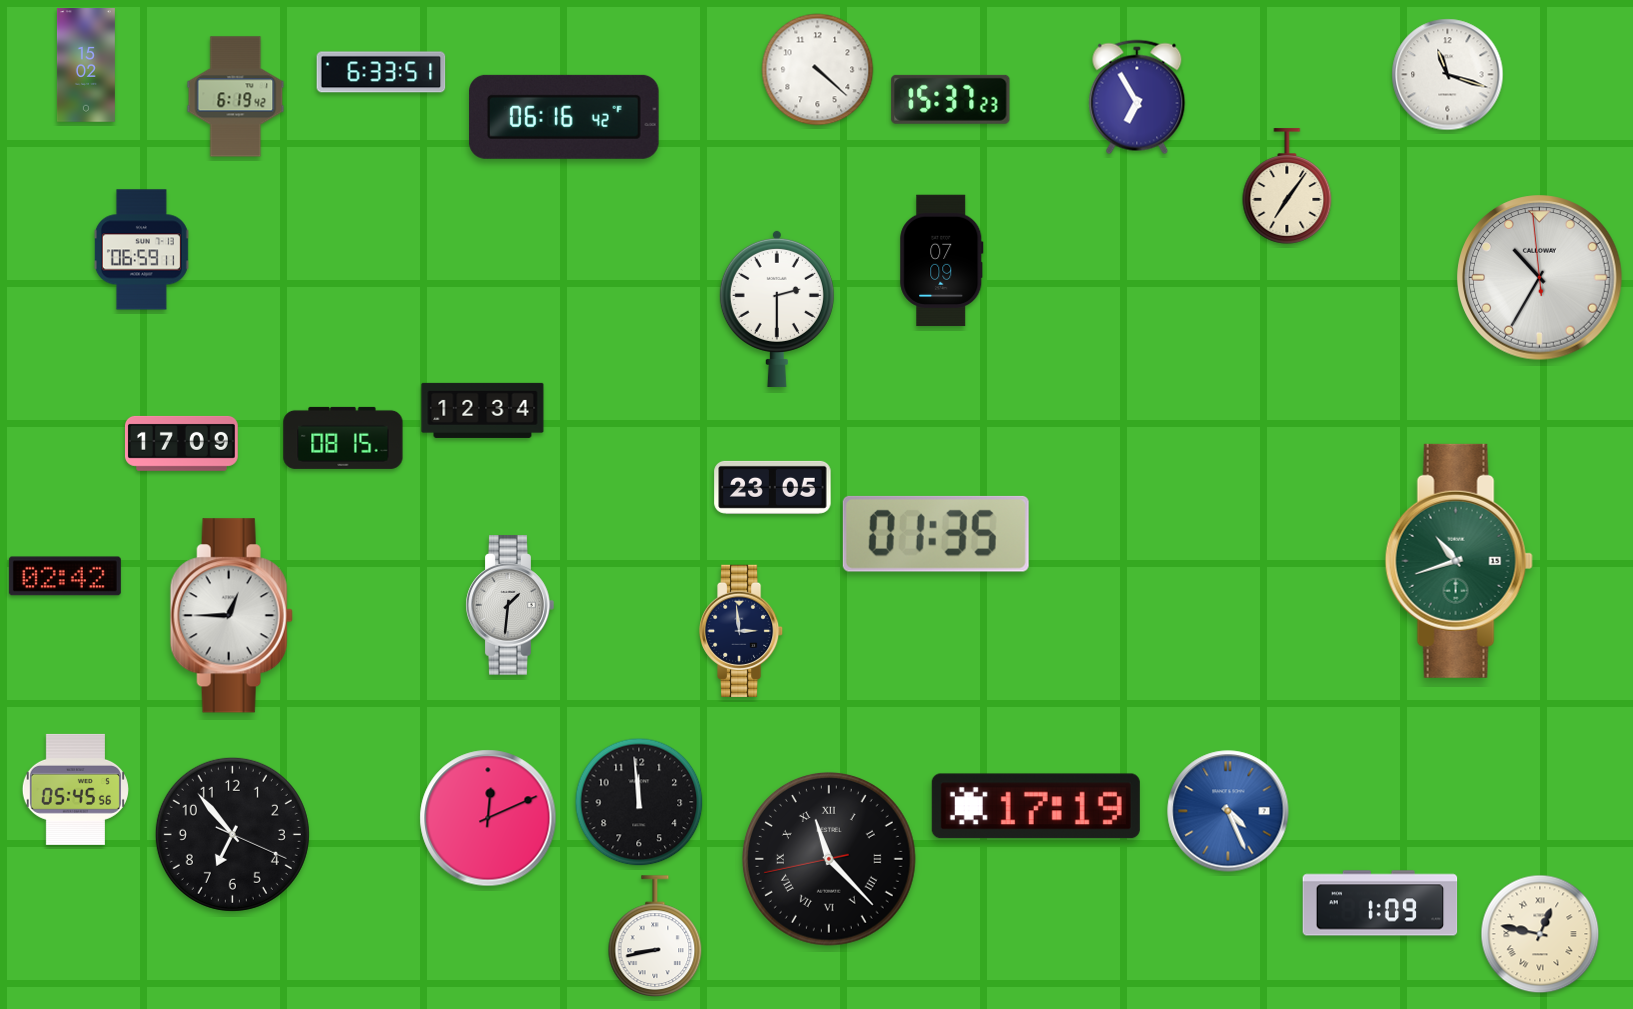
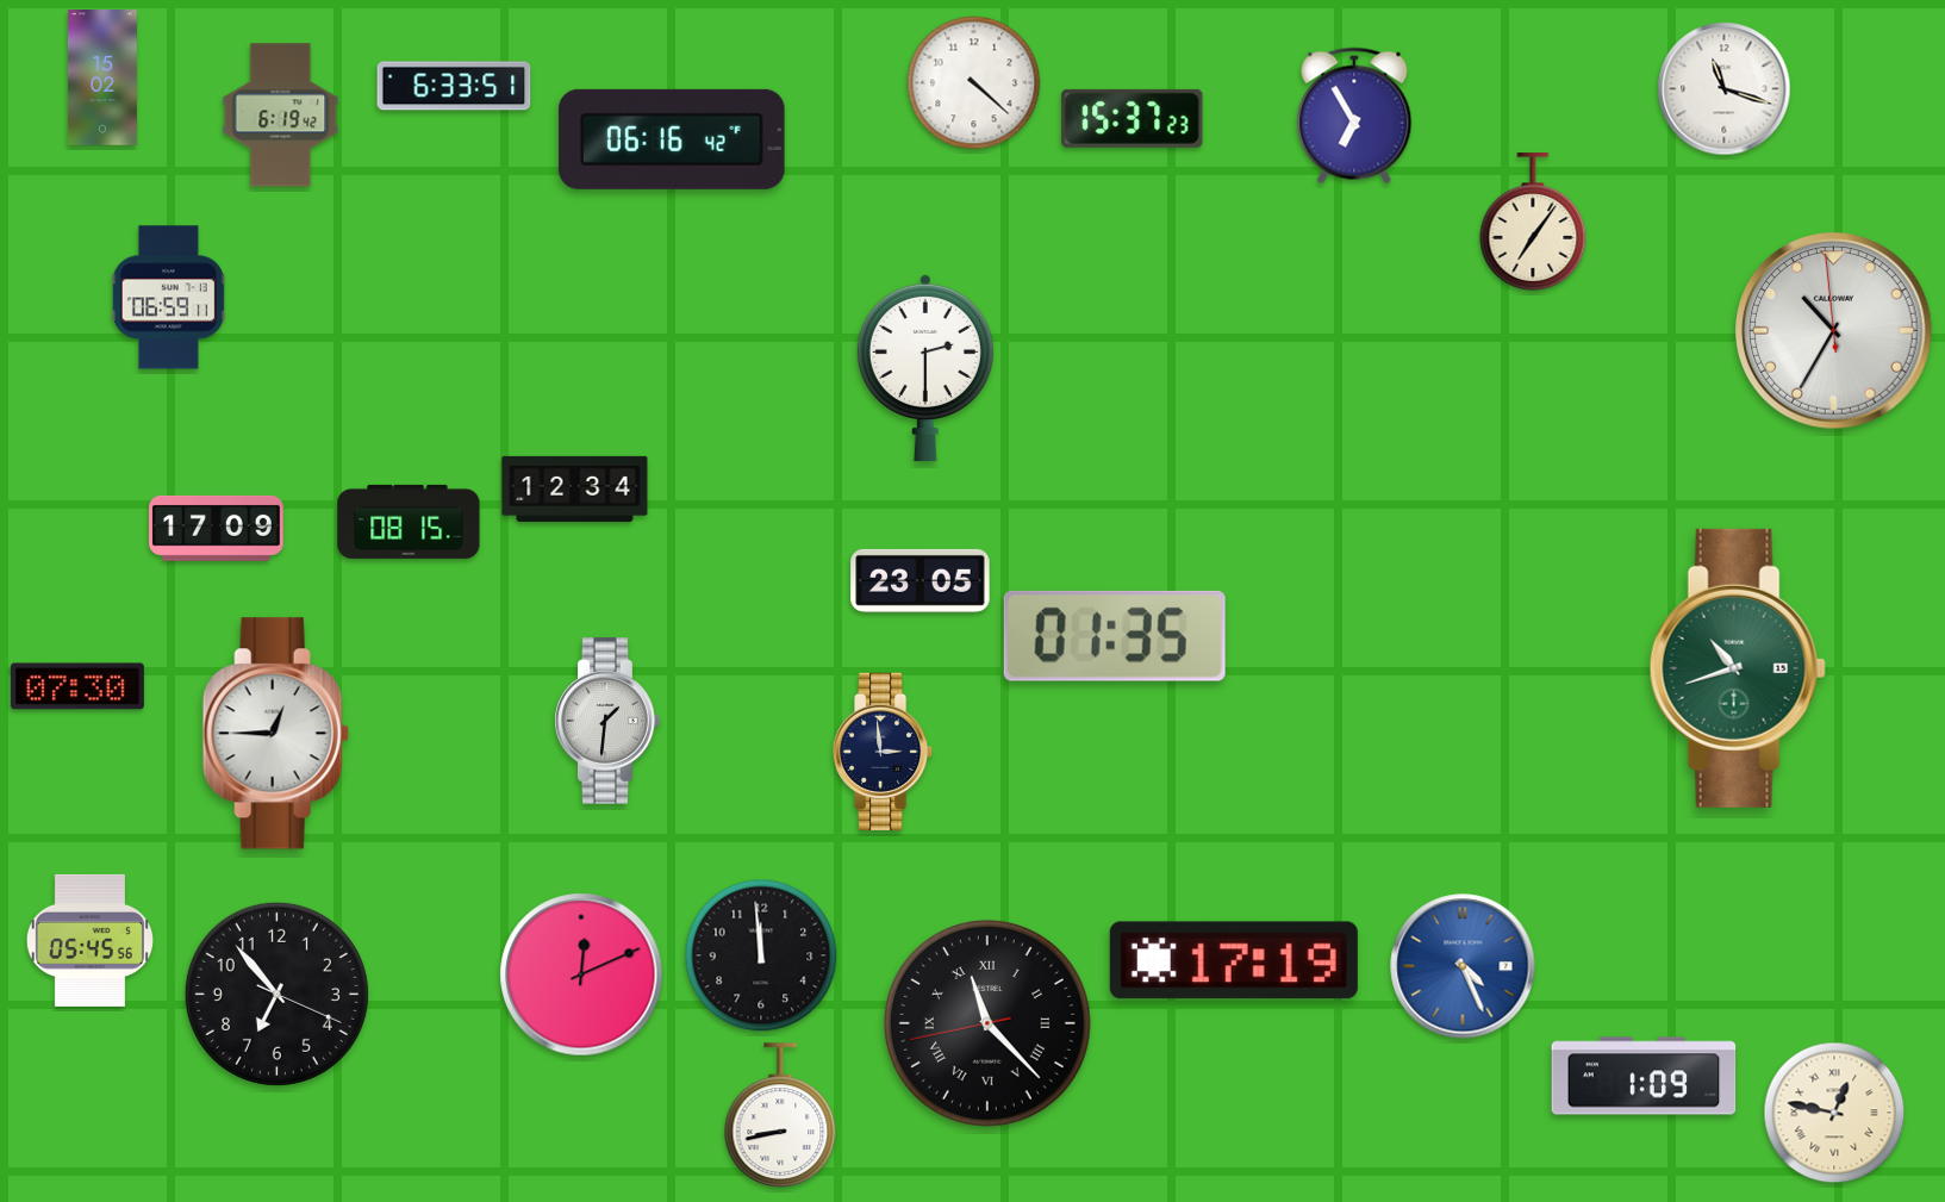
clock at (942, 261): 07:09 -> none
clock at (65, 576): 02:42 -> 07:30
